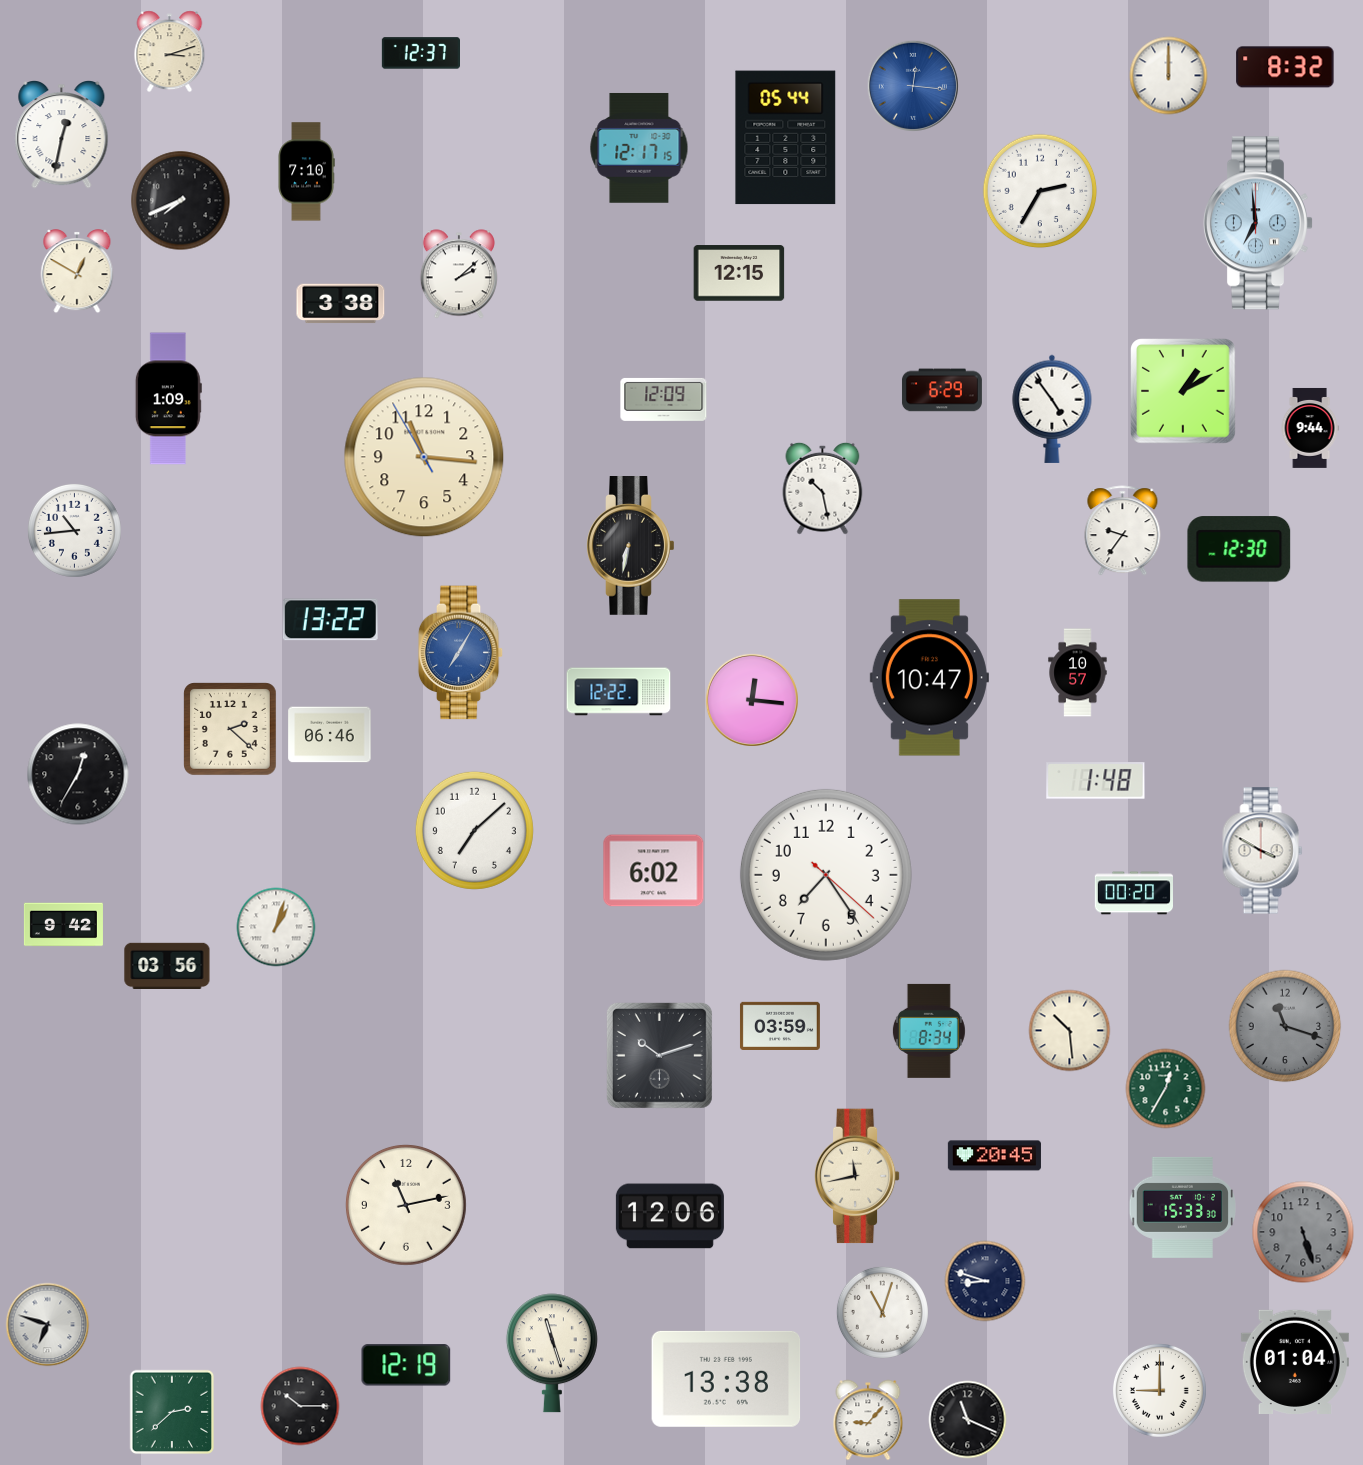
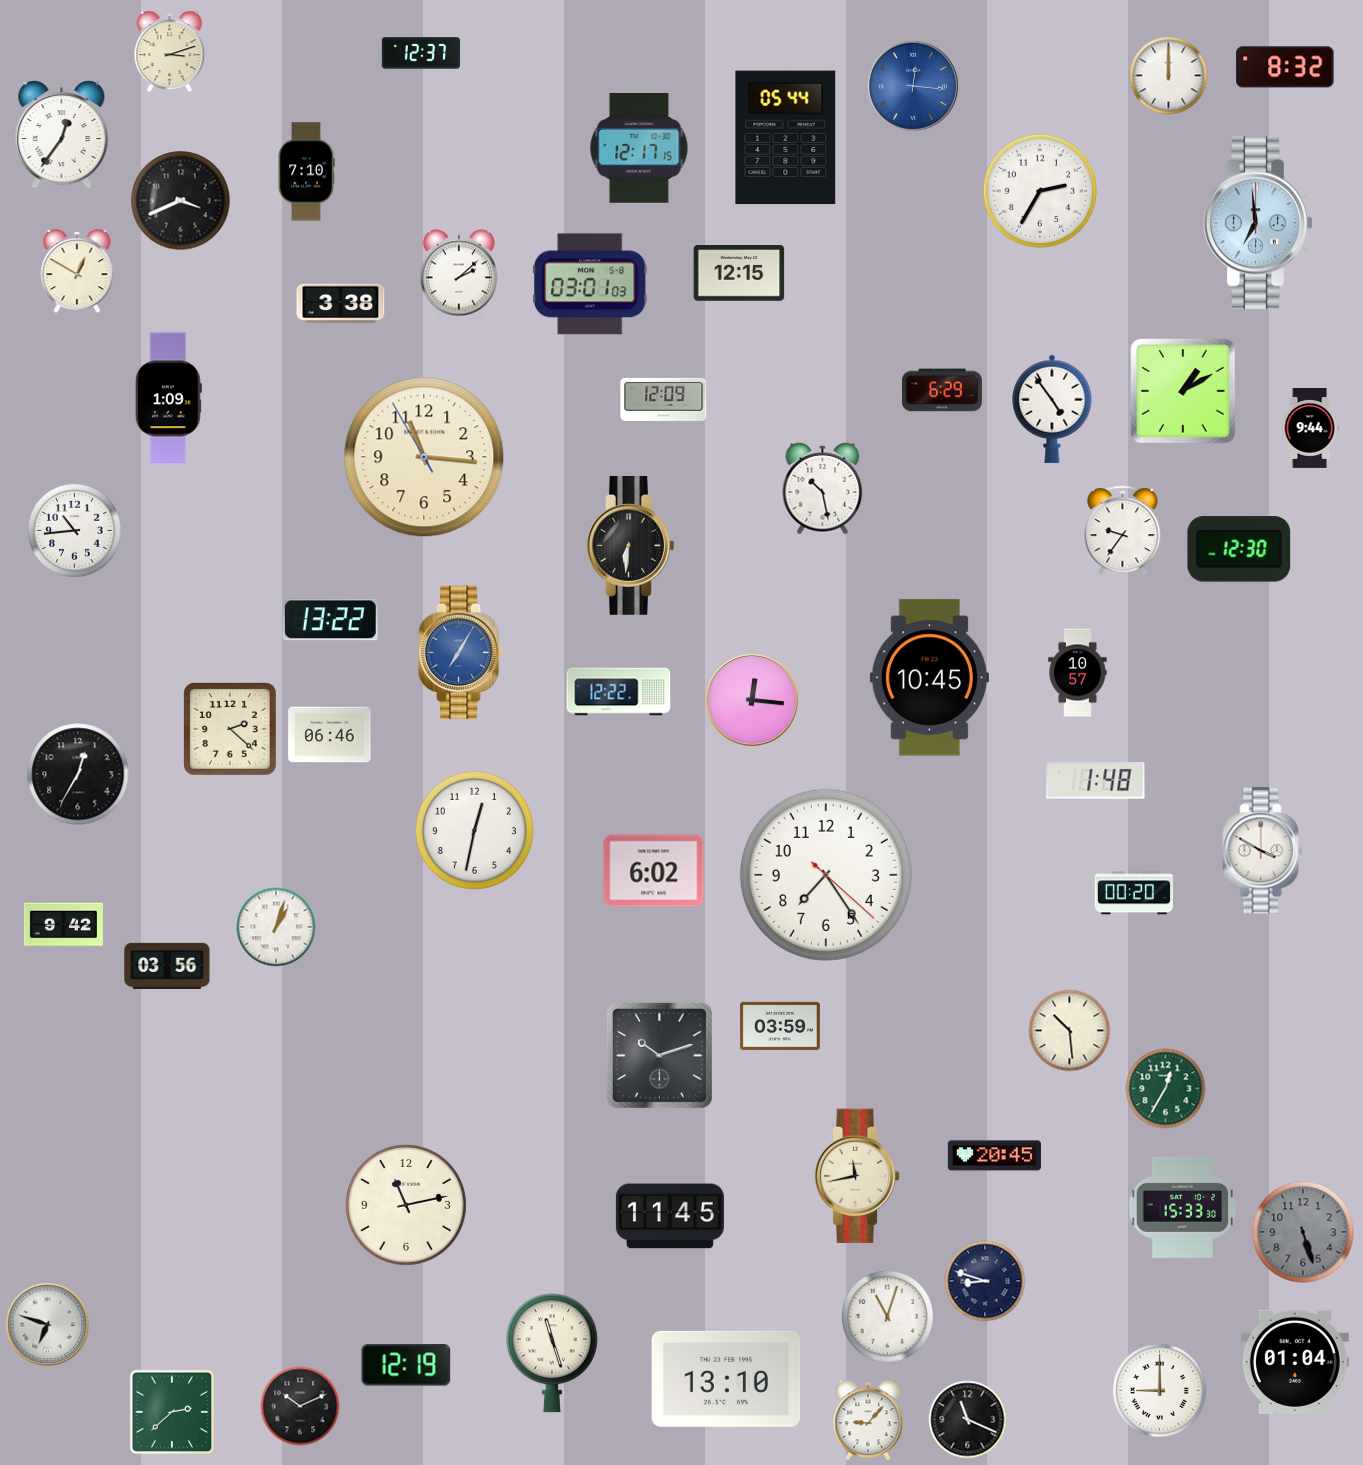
clock at (62, 135): 12:32 -> 12:36
clock at (181, 201): 7:41 -> 3:41
clock at (590, 284): none -> 03:01
clock at (631, 546): 6:32 -> 6:31
clock at (929, 678): 10:47 -> 10:45
clock at (474, 830): 7:08 -> 12:32
clock at (1285, 1026): 11:18 -> none
clock at (929, 1031): 8:34 -> none
clock at (670, 1216): 12:06 -> 11:45
clock at (882, 1312) position: (882, 1312) -> (887, 1316)
clock at (726, 1379): 13:38 -> 13:10
clock at (300, 1406): 10:15 -> 10:11
